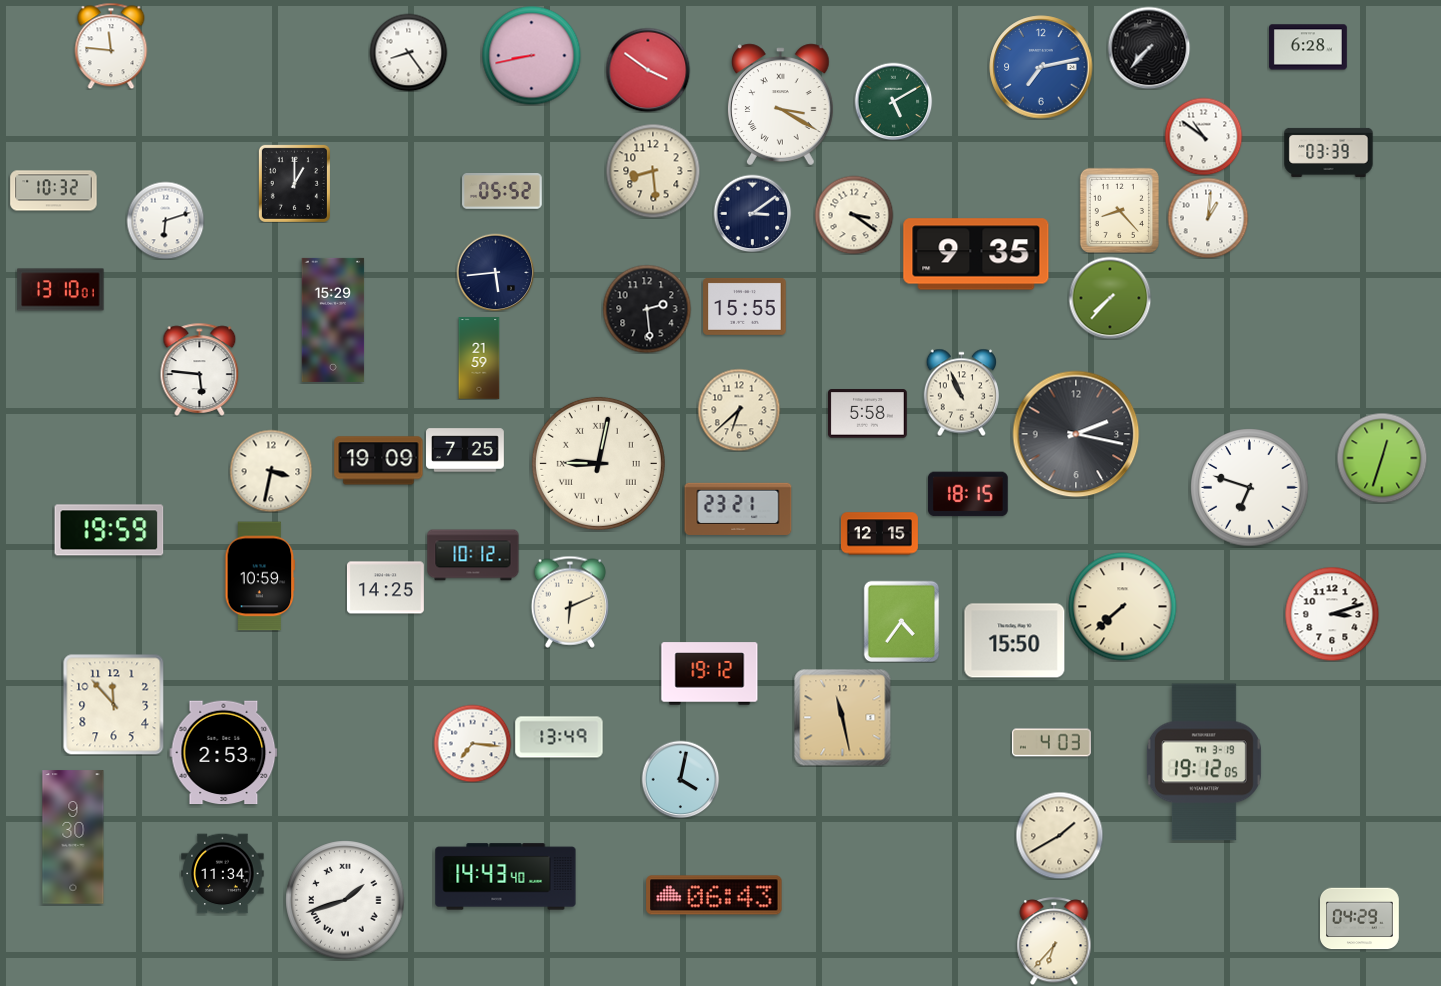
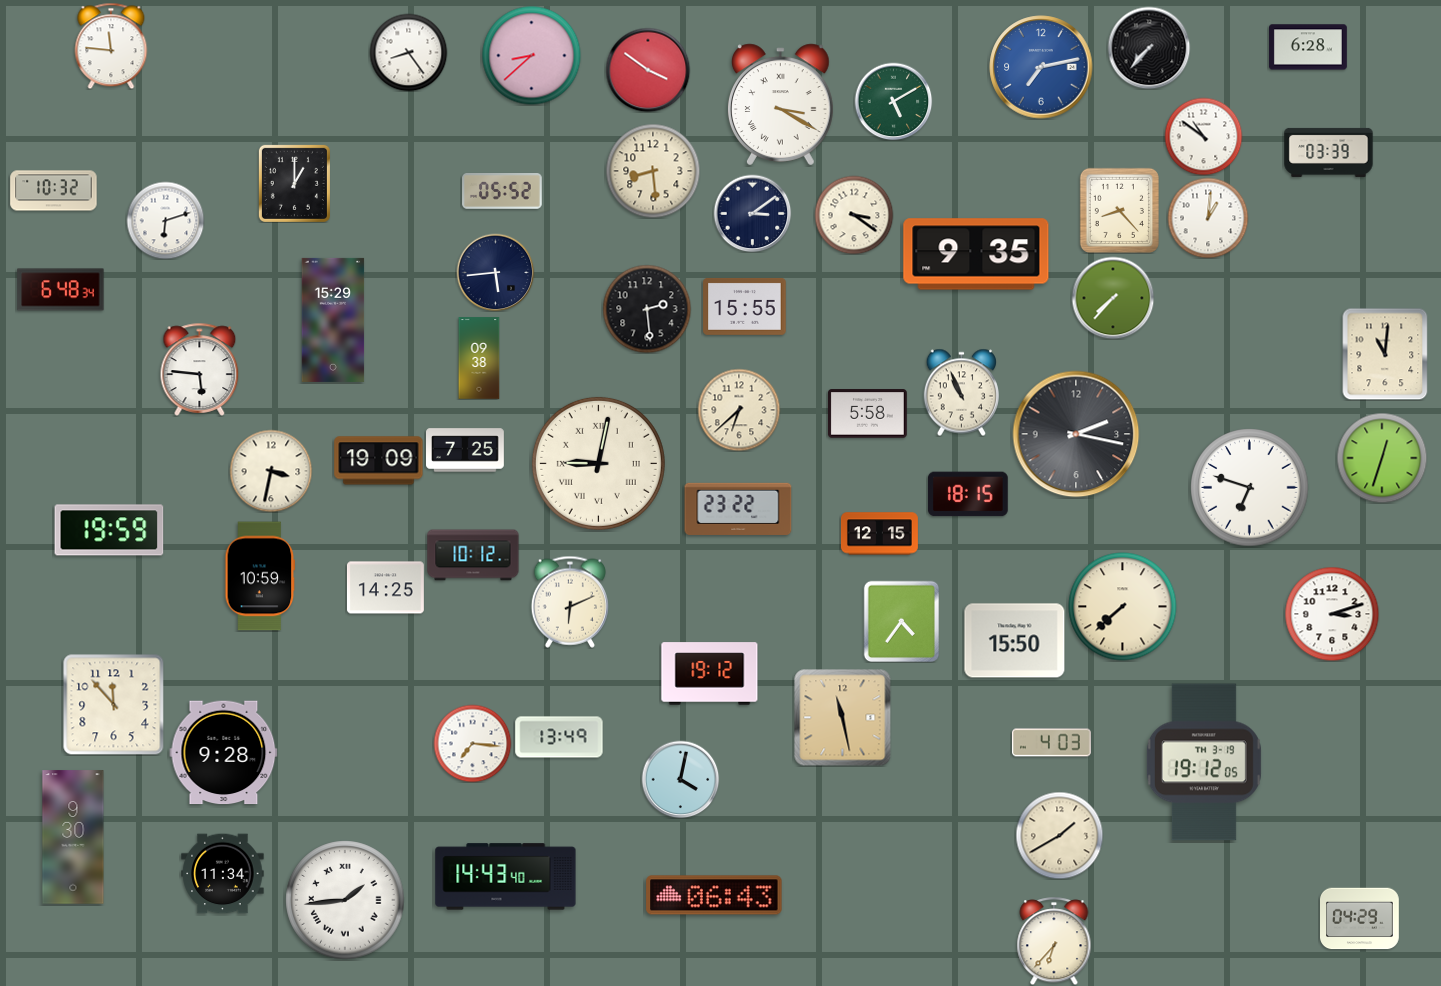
clock at (532, 56): 8:43 -> 8:38
clock at (61, 290): 13:10 -> 6:48
clock at (1110, 298) position: (1110, 298) -> (1113, 298)
clock at (1385, 354): none -> 11:01
clock at (479, 358): 21:59 -> 09:38
clock at (738, 509): 23:21 -> 23:22
clock at (224, 753): 2:53 -> 9:28
clock at (345, 900): 1:42 -> 1:44
